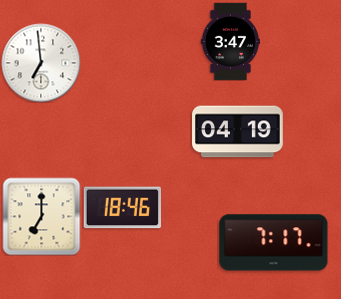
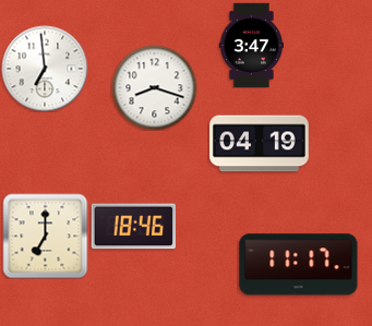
clock at (154, 87): none -> 8:18
clock at (274, 243): 7:17 -> 11:17
